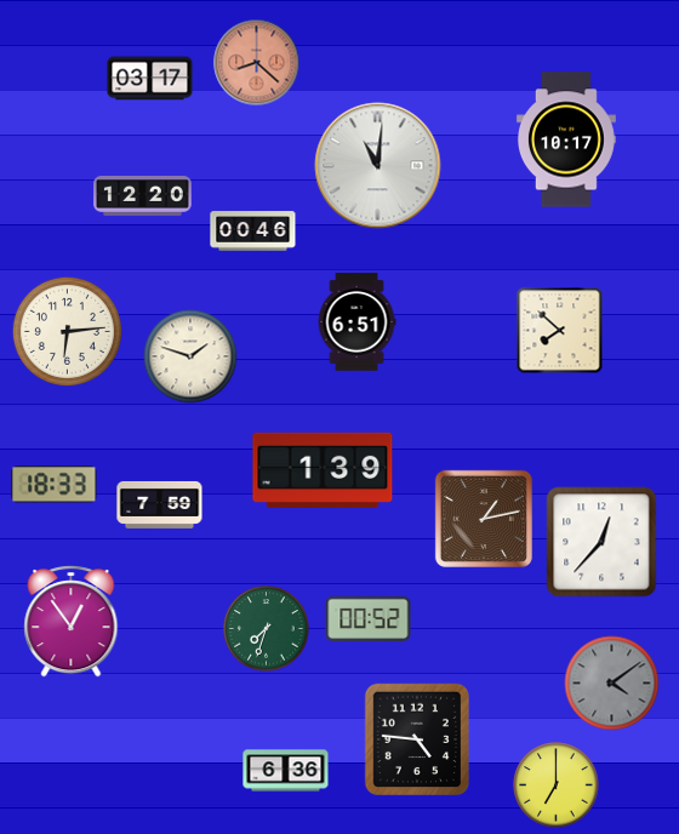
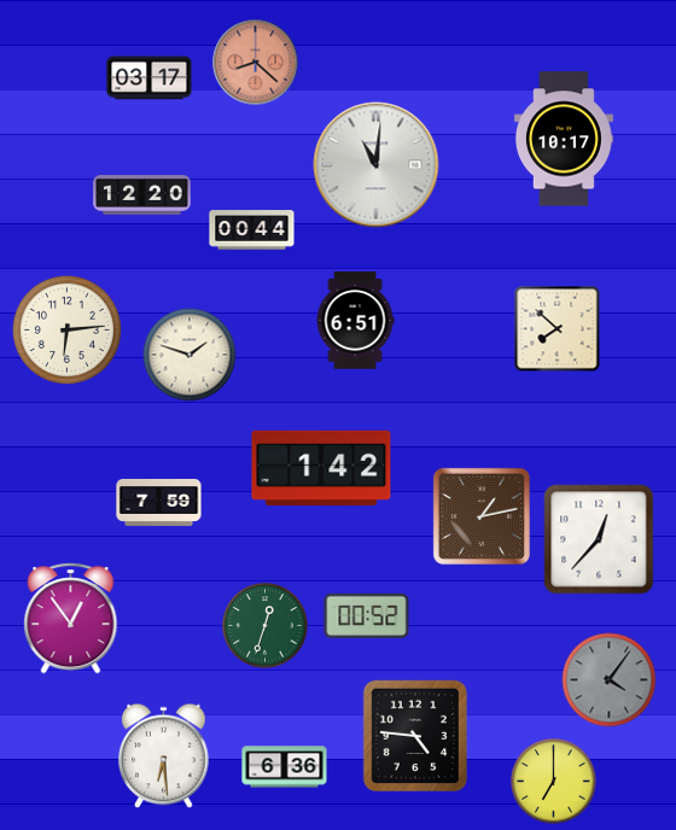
clock at (253, 232): 00:46 -> 00:44
clock at (323, 470): 1:39 -> 1:42
clock at (55, 485): 18:33 -> none
clock at (267, 629): 7:33 -> 12:33
clock at (612, 684): 4:09 -> 4:06
clock at (164, 756): none -> 6:29
